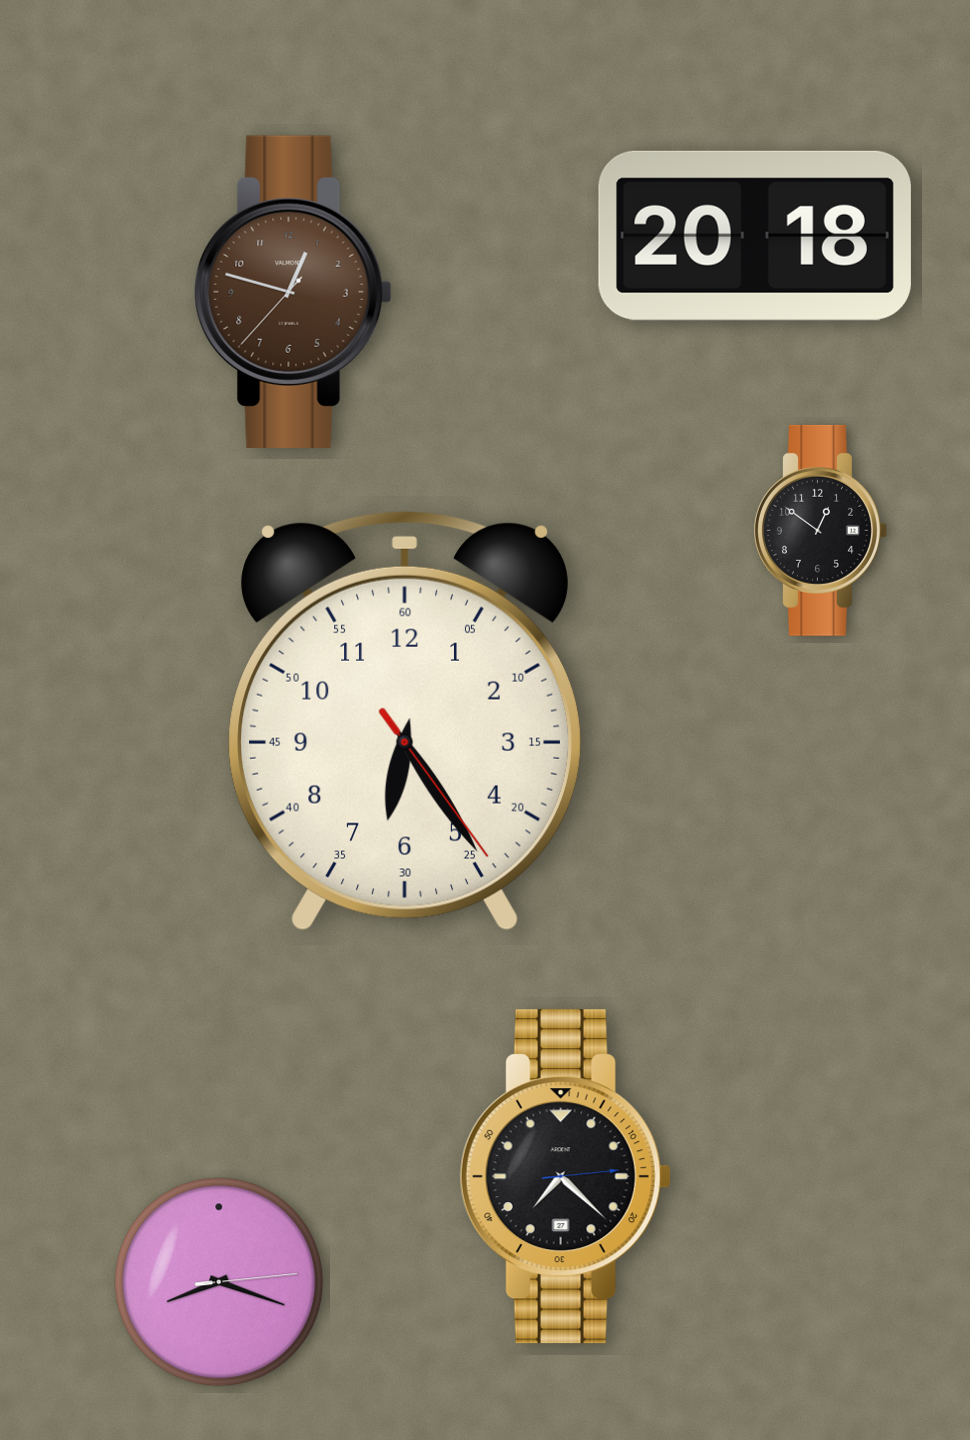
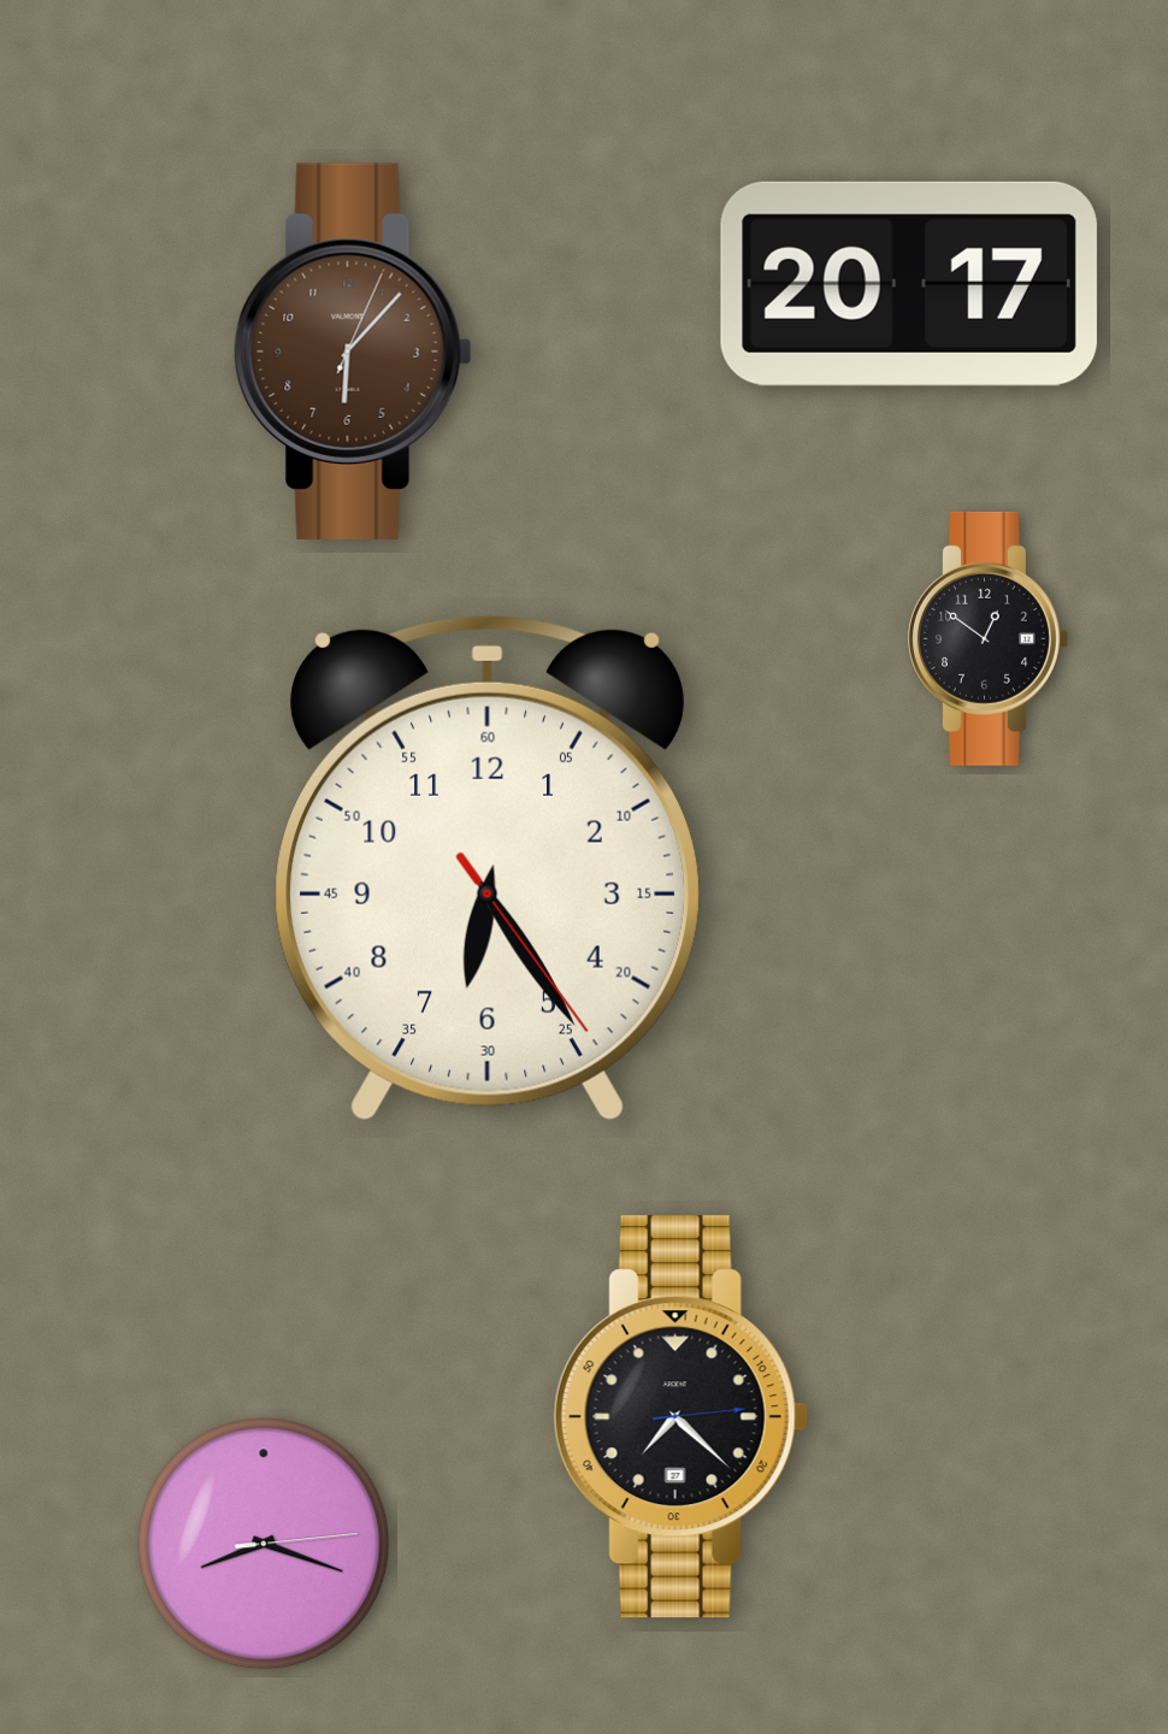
clock at (755, 236): 20:18 -> 20:17
clock at (293, 292): 12:47 -> 6:07
